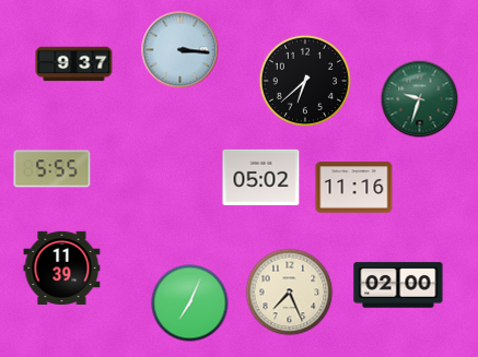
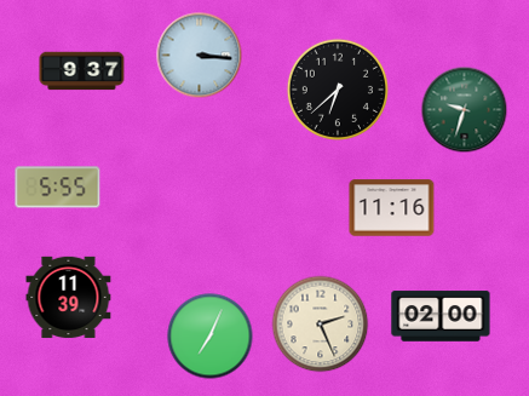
clock at (261, 177): 05:02 -> none
clock at (290, 293): 7:26 -> 2:26
